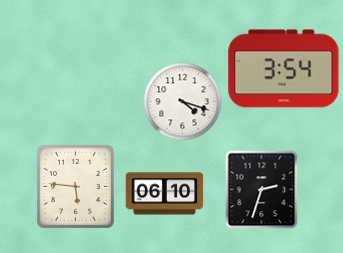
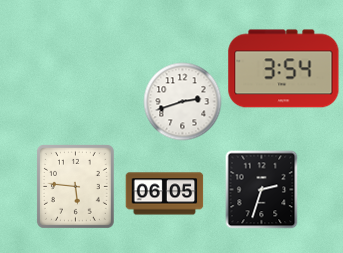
clock at (182, 101): 4:18 -> 2:42
clock at (164, 194): 06:10 -> 06:05
